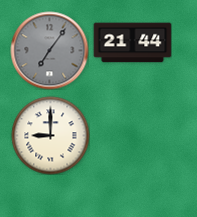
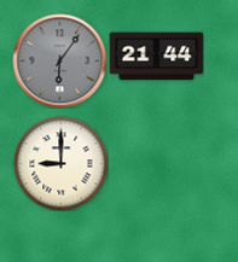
clock at (132, 43) position: (132, 43) -> (156, 57)
clock at (49, 50): 7:06 -> 6:06
